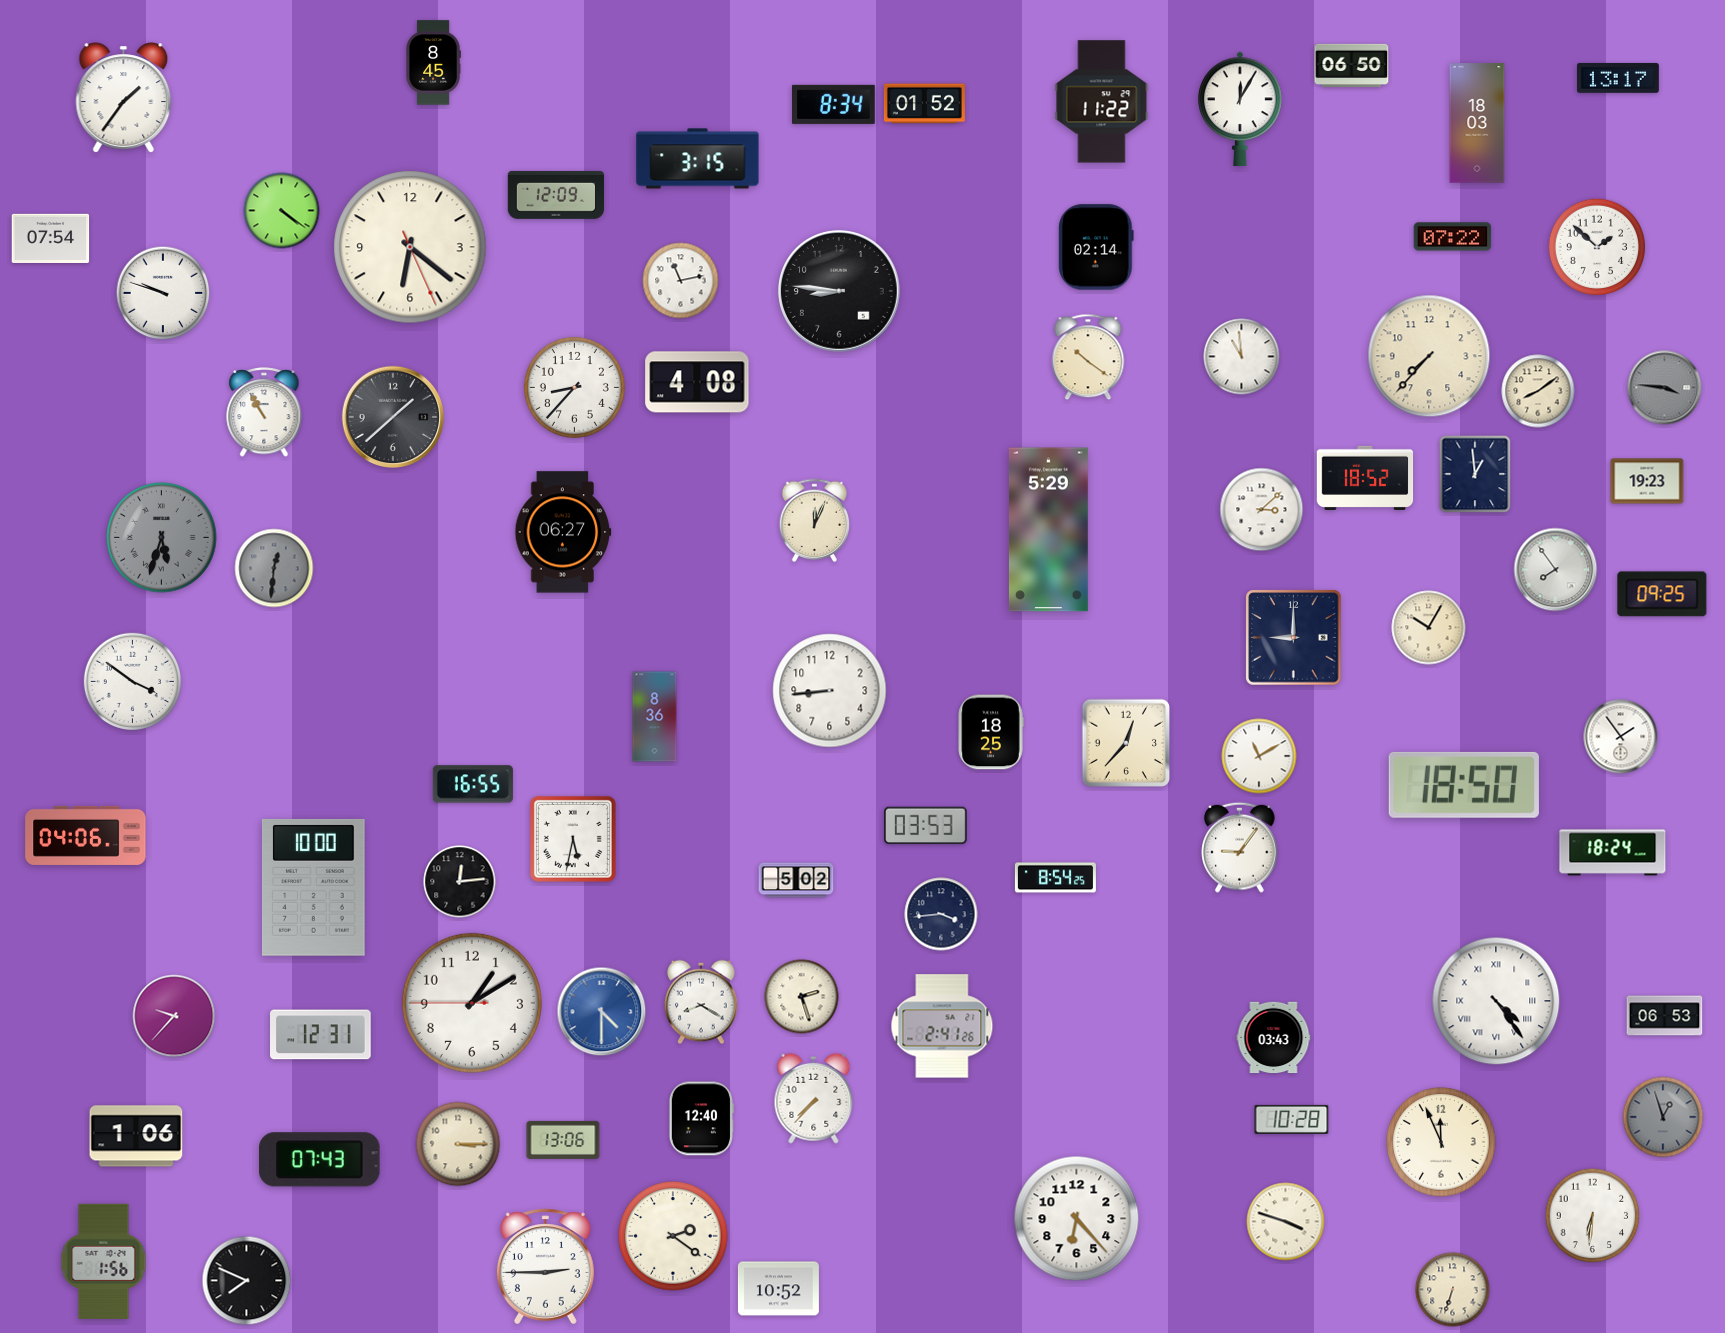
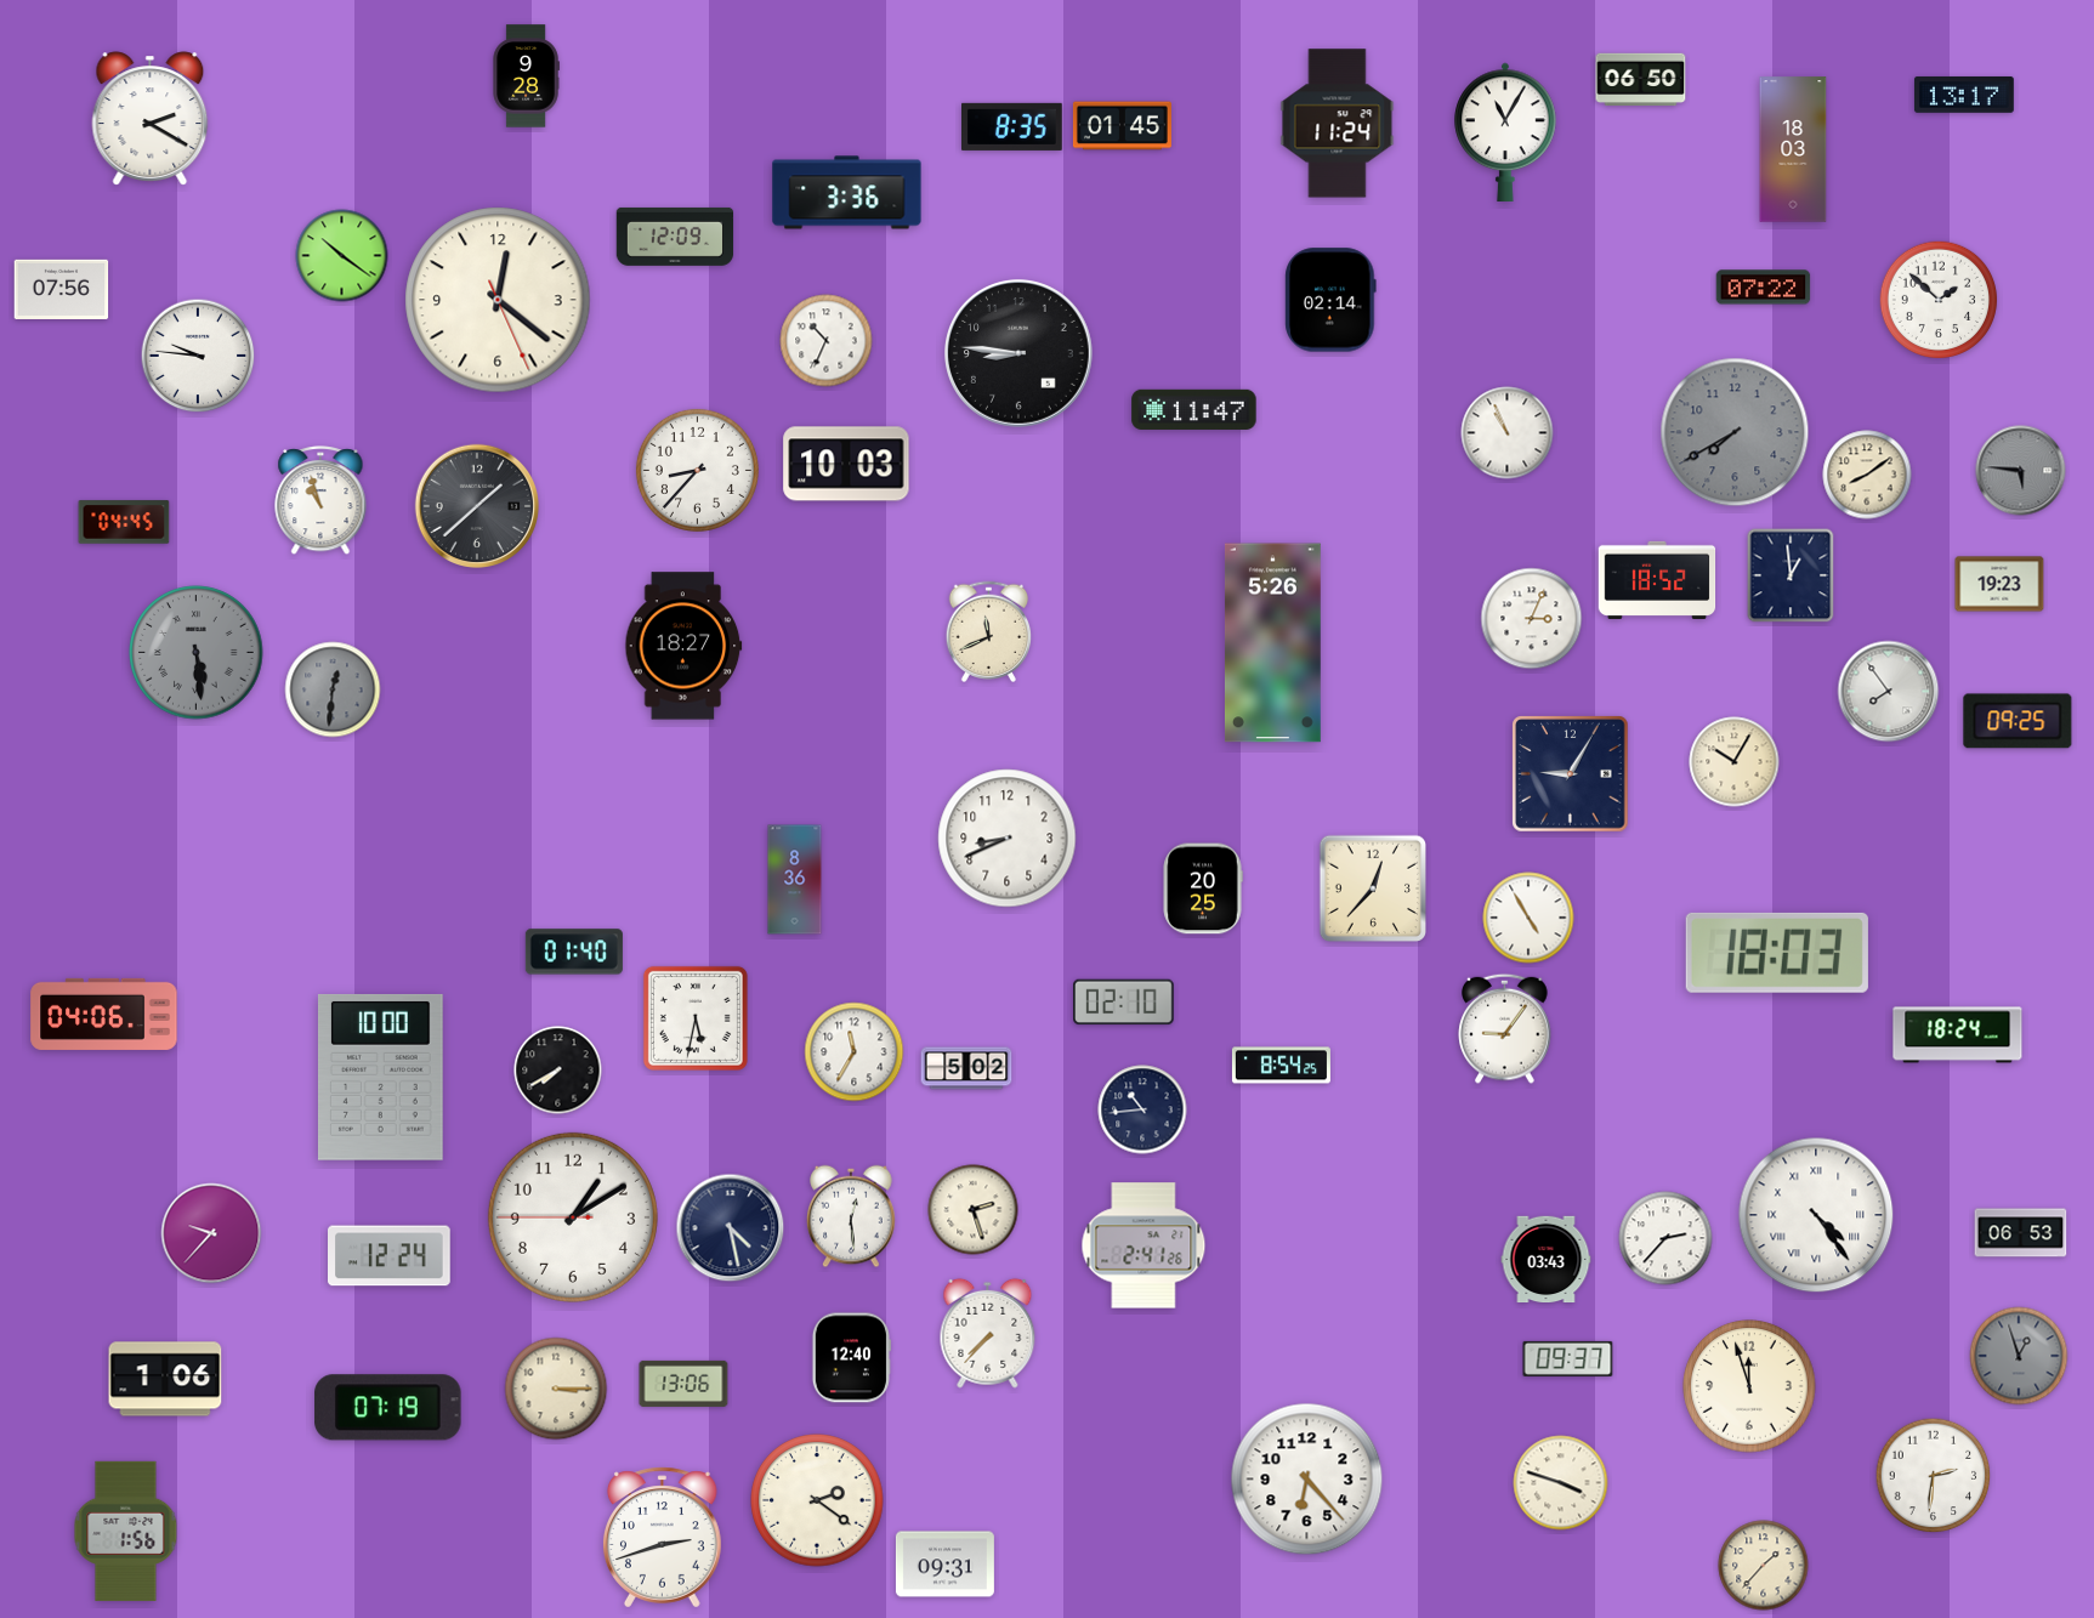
clock at (433, 63): 8:45 -> 9:28
clock at (124, 98): 1:36 -> 2:20
clock at (1102, 102): 11:22 -> 11:24
clock at (834, 104): 8:34 -> 8:35
clock at (924, 104): 01:52 -> 01:45
clock at (1240, 108): 12:05 -> 11:05
clock at (698, 159): 3:15 -> 3:36
clock at (282, 211): 4:21 -> 10:21
clock at (51, 238): 07:54 -> 07:56
clock at (410, 247): 6:21 -> 12:21
clock at (681, 281): 11:13 -> 10:34
clock at (163, 293): 9:48 -> 9:46
clock at (1194, 409): none -> 11:47
clock at (1429, 356): 7:37 -> 7:40
clock at (1429, 356) dial: cream -> grey
clock at (1088, 357): 10:21 -> none
clock at (1242, 357): 10:59 -> 10:56
clock at (697, 382): 4:08 -> 10:03
clock at (1665, 388): 3:46 -> 5:46
clock at (264, 413): 10:55 -> 10:57
clock at (124, 522): none -> 04:45
clock at (1262, 510): 3:08 -> 3:04
clock at (815, 520): 12:04 -> 11:41
clock at (1048, 530): 5:29 -> 5:26
clock at (563, 532): 06:27 -> 18:27
clock at (162, 538): 5:33 -> 5:29
clock at (1294, 638): 9:00 -> 9:05
clock at (132, 681): 3:51 -> none
clock at (830, 691): 8:44 -> 8:41
clock at (655, 717) position: (655, 717) -> (795, 880)
clock at (991, 732): 18:25 -> 20:25
clock at (1621, 737): 1:54 -> none
clock at (1125, 742) position: (1125, 742) -> (1372, 887)
clock at (1259, 756): 11:10 -> 4:55
clock at (473, 784): 16:55 -> 01:40
clock at (1464, 785): 18:50 -> 18:03
clock at (926, 826): 03:53 -> 02:10
clock at (855, 1052): none -> 11:35
clock at (460, 882): 12:14 -> 7:40
clock at (941, 914): 3:44 -> 10:44
clock at (701, 1002): 8:20 -> 12:29
clock at (602, 1012): 4:30 -> 4:28
clock at (602, 1012) dial: blue -> navy
clock at (1665, 1238): none -> 2:37
clock at (321, 1035): 12:31 -> 12:24
clock at (1292, 1119): 10:28 -> 09:37
clock at (1441, 1142): 11:56 -> 11:57
clock at (320, 1160): 07:43 -> 07:19
clock at (1593, 1216): 6:31 -> 2:31
clock at (546, 1267): 2:45 -> 2:42
clock at (247, 1281): 7:49 -> none
clock at (778, 1289): 10:52 -> 09:31
clock at (1453, 1290): 6:33 -> 1:37
